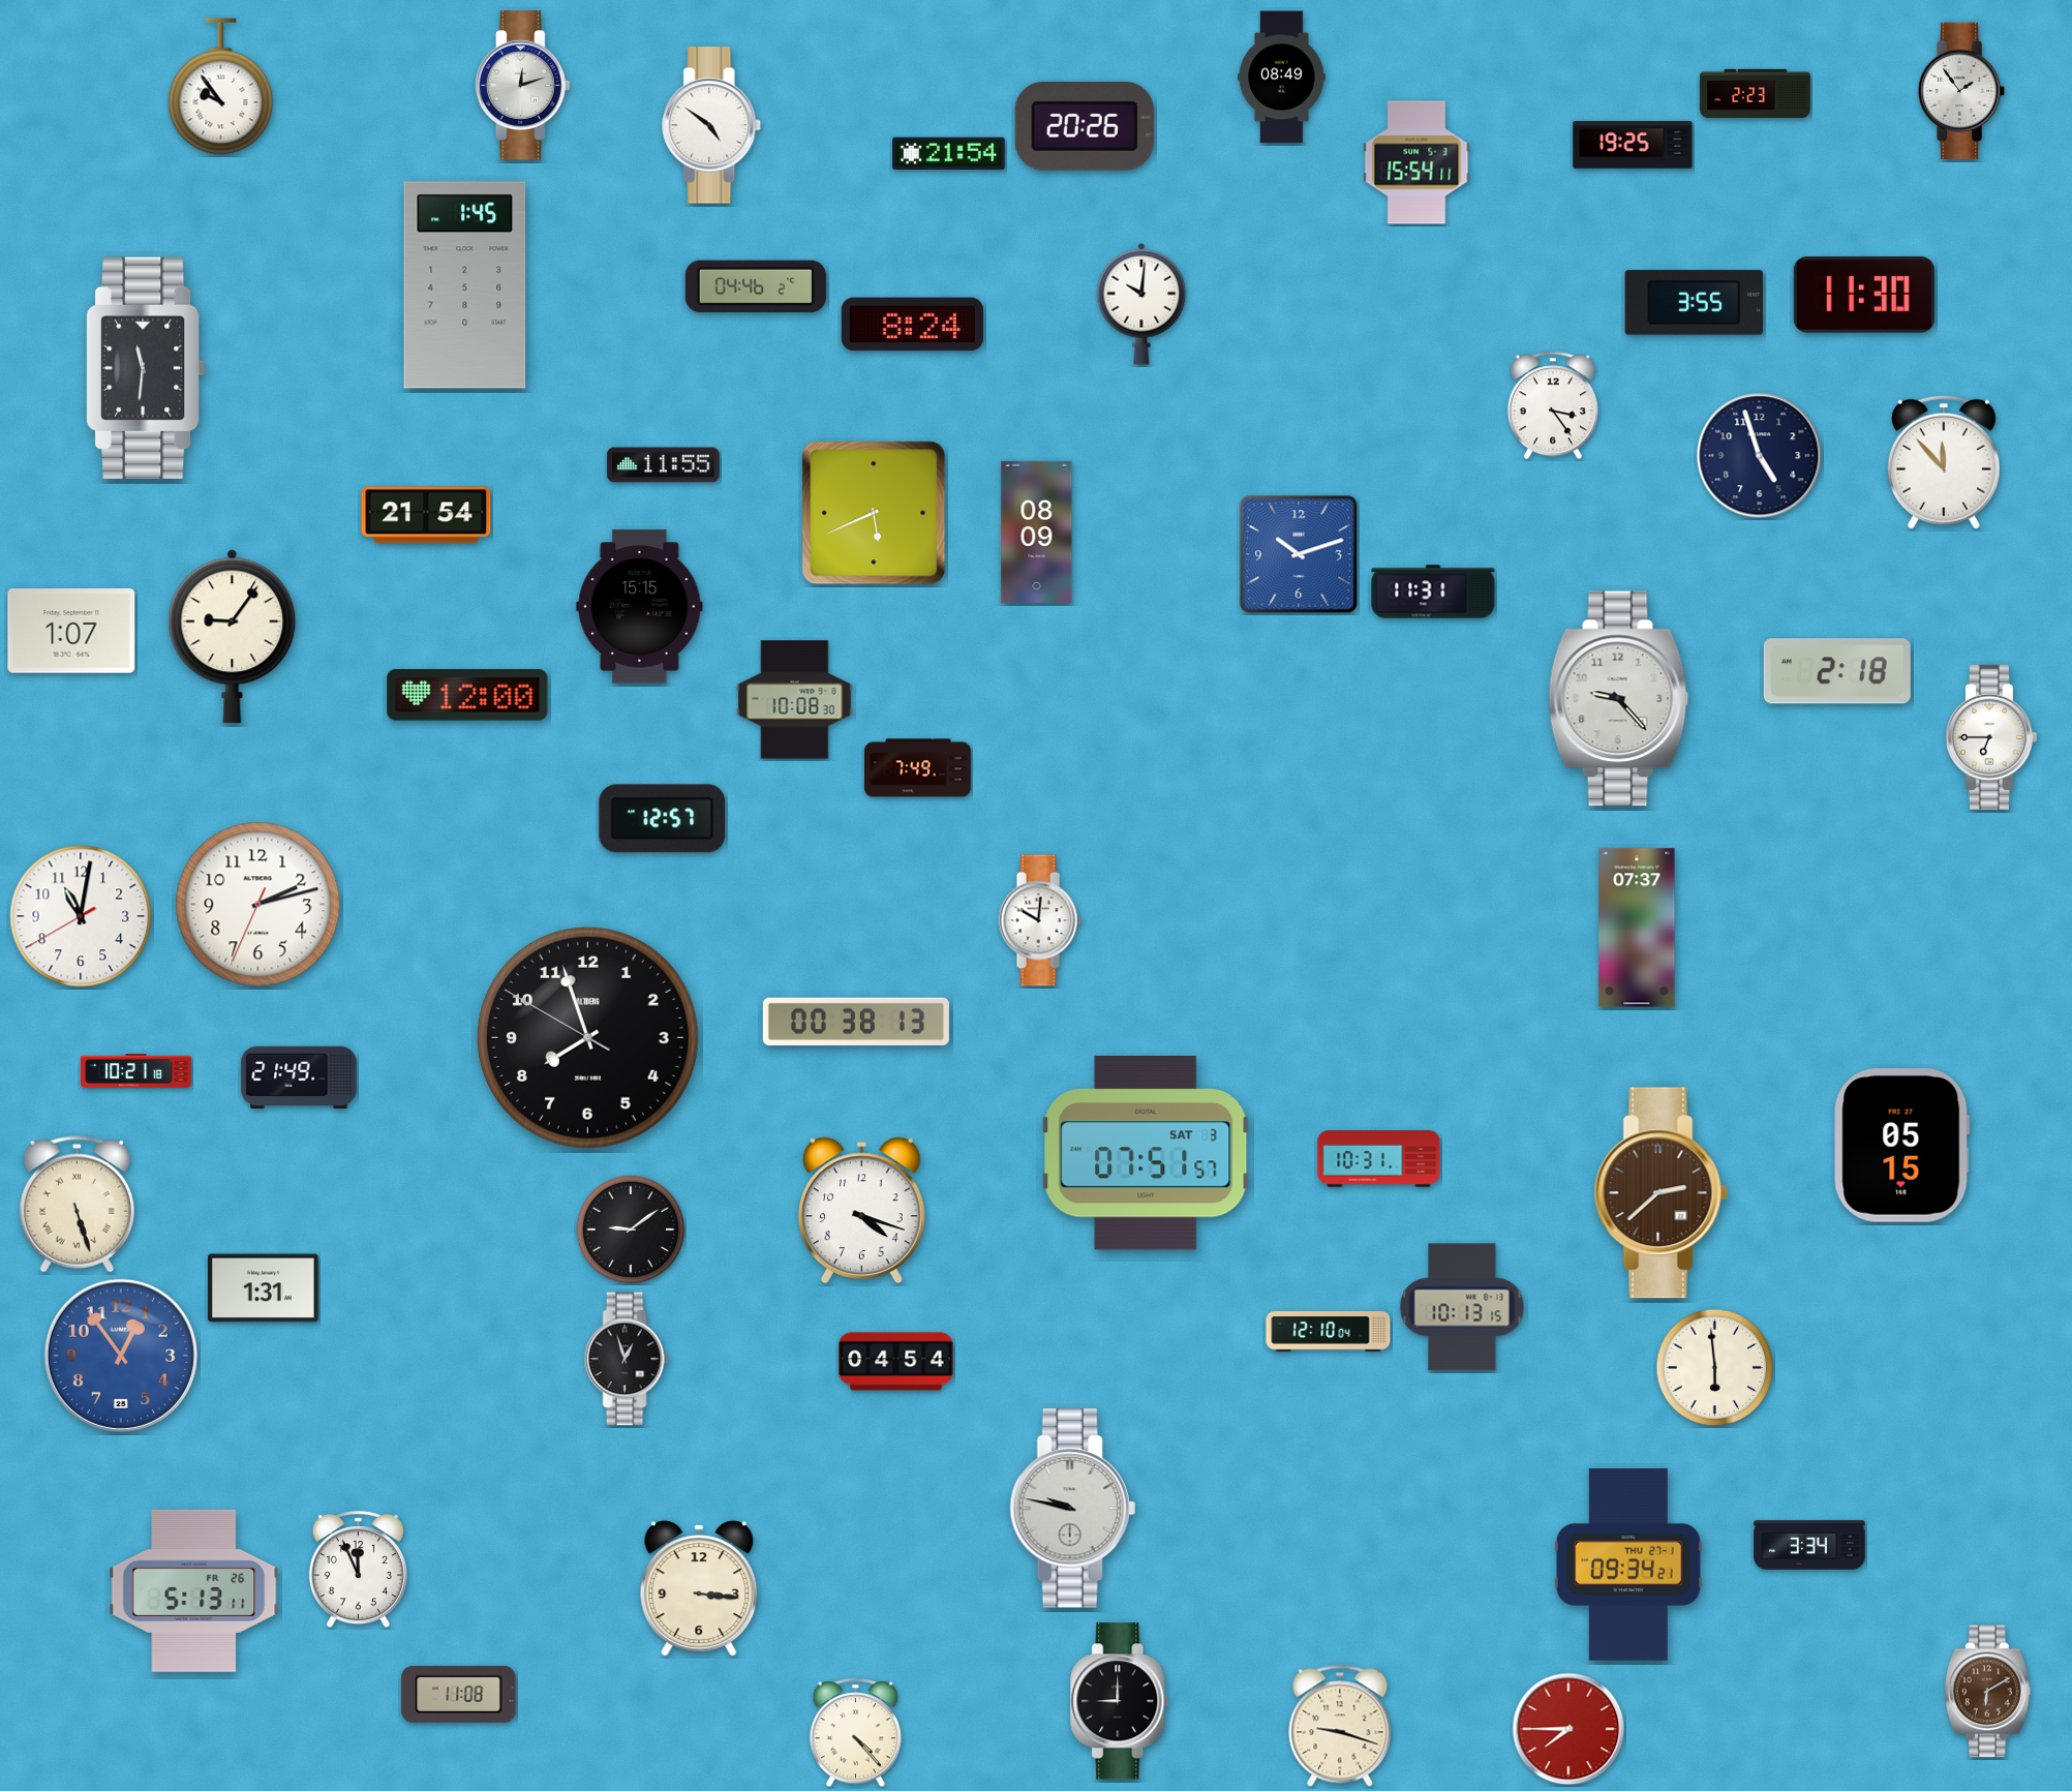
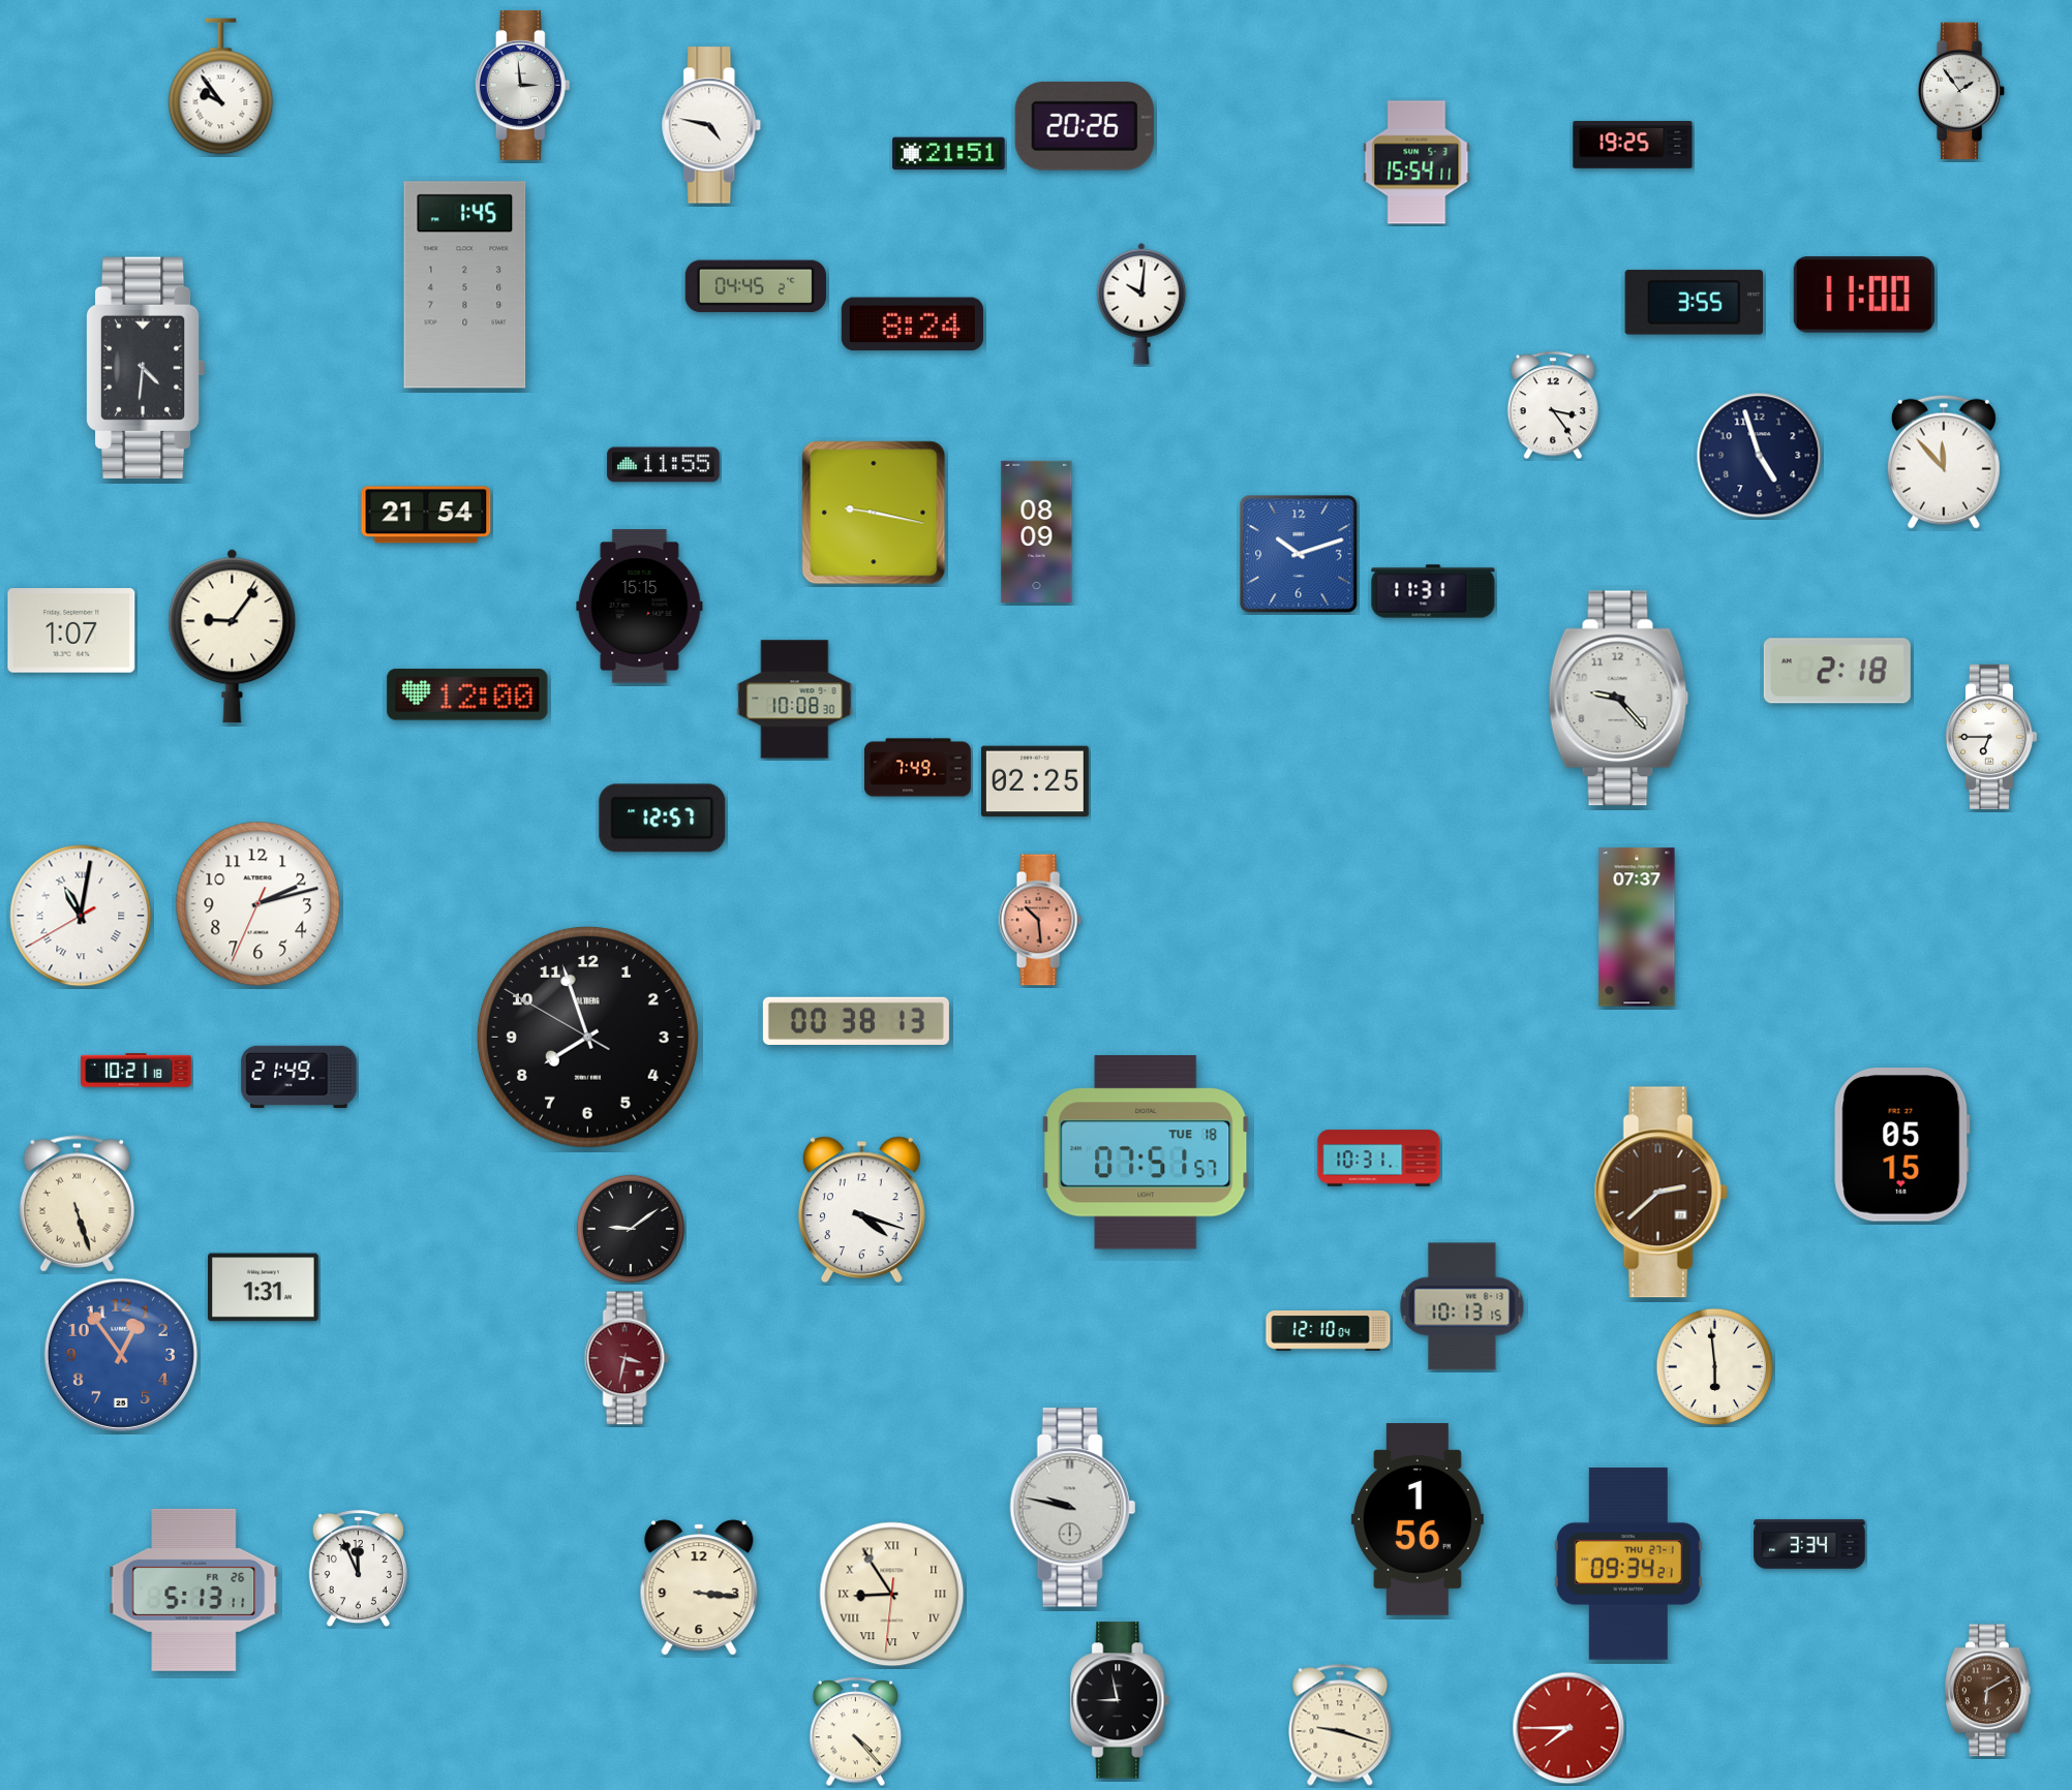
clock at (1282, 78): 08:49 -> none
clock at (522, 85): 12:12 -> 2:59
clock at (1756, 93): 2:23 -> none
clock at (712, 125): 4:51 -> 4:47
clock at (949, 154): 21:54 -> 21:51
clock at (756, 286): 04:46 -> 04:45
clock at (1864, 295): 11:30 -> 11:00
clock at (146, 368): 11:31 -> 4:31
clock at (874, 513): 5:41 -> 9:17
clock at (1035, 781): none -> 02:25
clock at (81, 916) numerals: Arabic -> Roman
clock at (1040, 920): 10:01 -> 10:29
clock at (1040, 920) dial: white -> salmon
clock at (1146, 1154) date: SAT 3 -> TUE 18
clock at (627, 1359): 12:57 -> 3:32
clock at (627, 1359) dial: black -> burgundy
clock at (896, 1362): 04:54 -> none
clock at (1418, 1520): none -> 1:56
clock at (892, 1595): none -> 8:54
clock at (459, 1694): 11:08 -> none
clock at (1121, 1701): 9:00 -> 8:58
